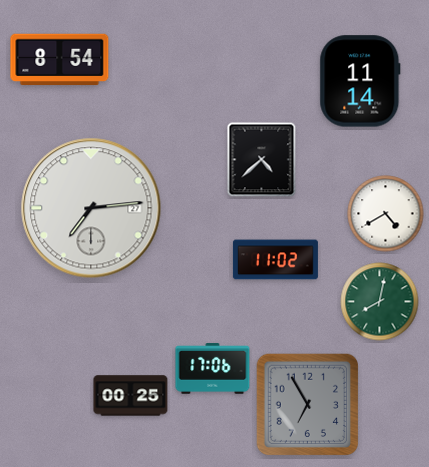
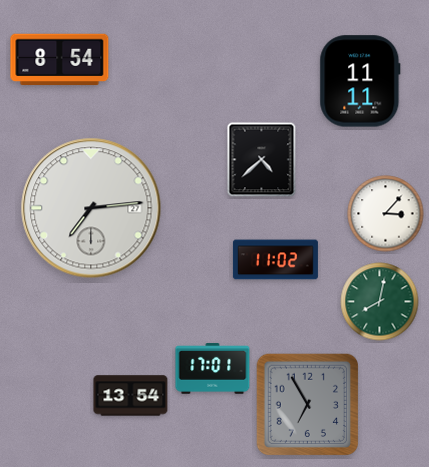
clock at (360, 81): 11:14 -> 11:11
clock at (386, 214): 4:40 -> 3:07
clock at (213, 369): 17:06 -> 17:01
clock at (131, 396): 00:25 -> 13:54
